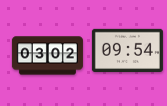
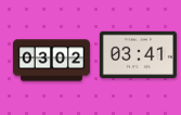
clock at (127, 50): 09:54 -> 03:41
